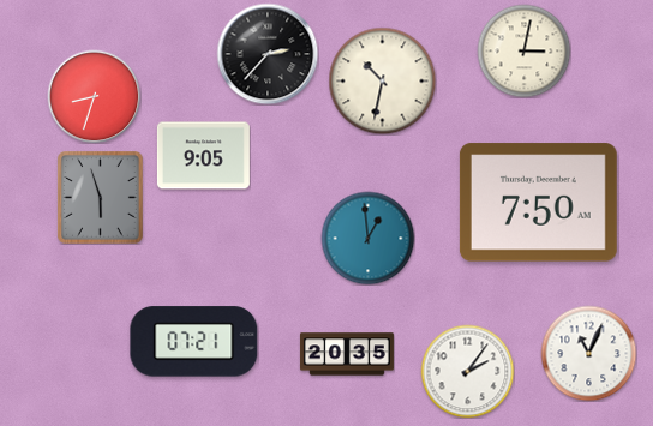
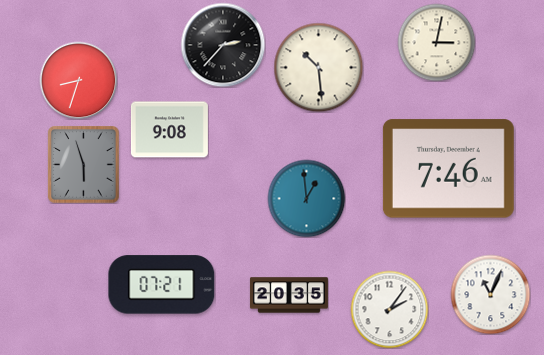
clock at (382, 80): 10:32 -> 10:29
clock at (203, 156): 9:05 -> 9:08
clock at (538, 203): 7:50 -> 7:46
